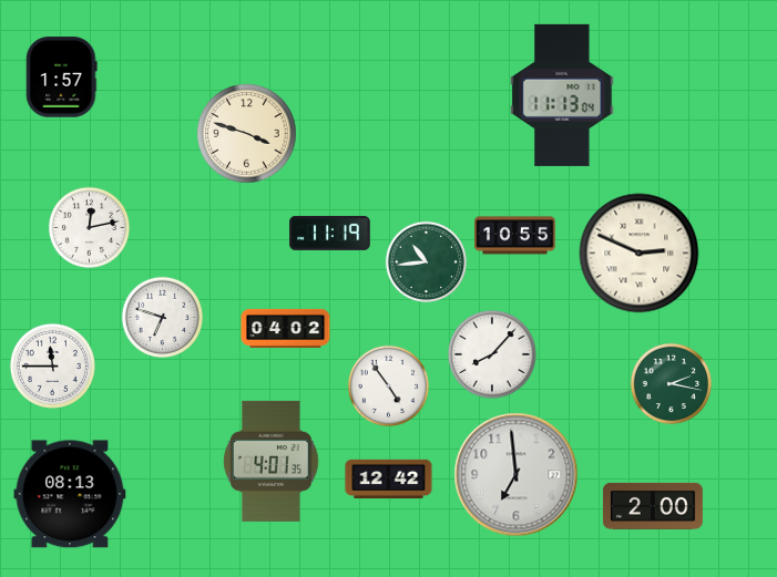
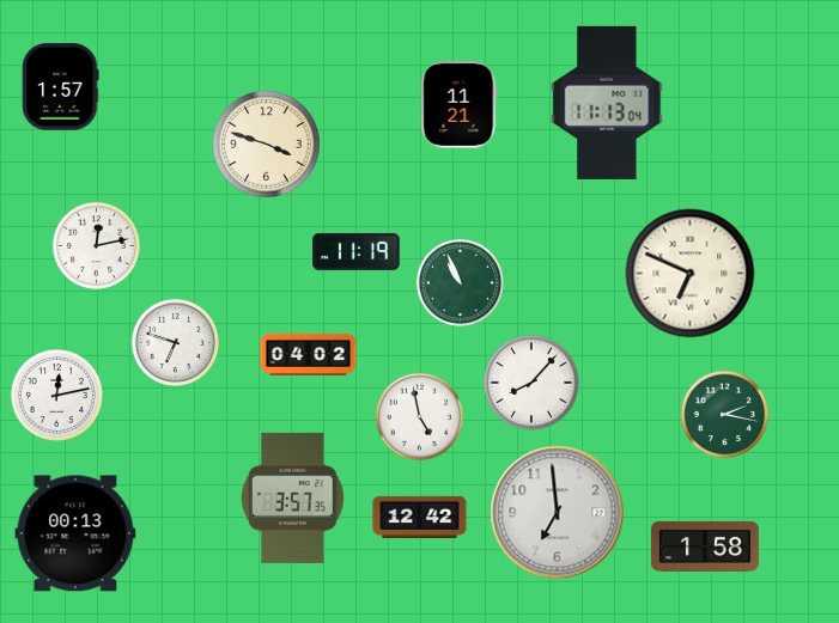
clock at (62, 78) position: (62, 78) -> (61, 87)
clock at (460, 105): none -> 11:21
clock at (515, 236): 10:55 -> none
clock at (640, 254): 2:49 -> 6:49
clock at (427, 262): 10:44 -> 10:56
clock at (52, 365): 11:45 -> 12:13
clock at (389, 387): 4:54 -> 4:58
clock at (272, 461): 4:01 -> 3:57
clock at (70, 494): 08:13 -> 00:13
clock at (653, 506): 2:00 -> 1:58
